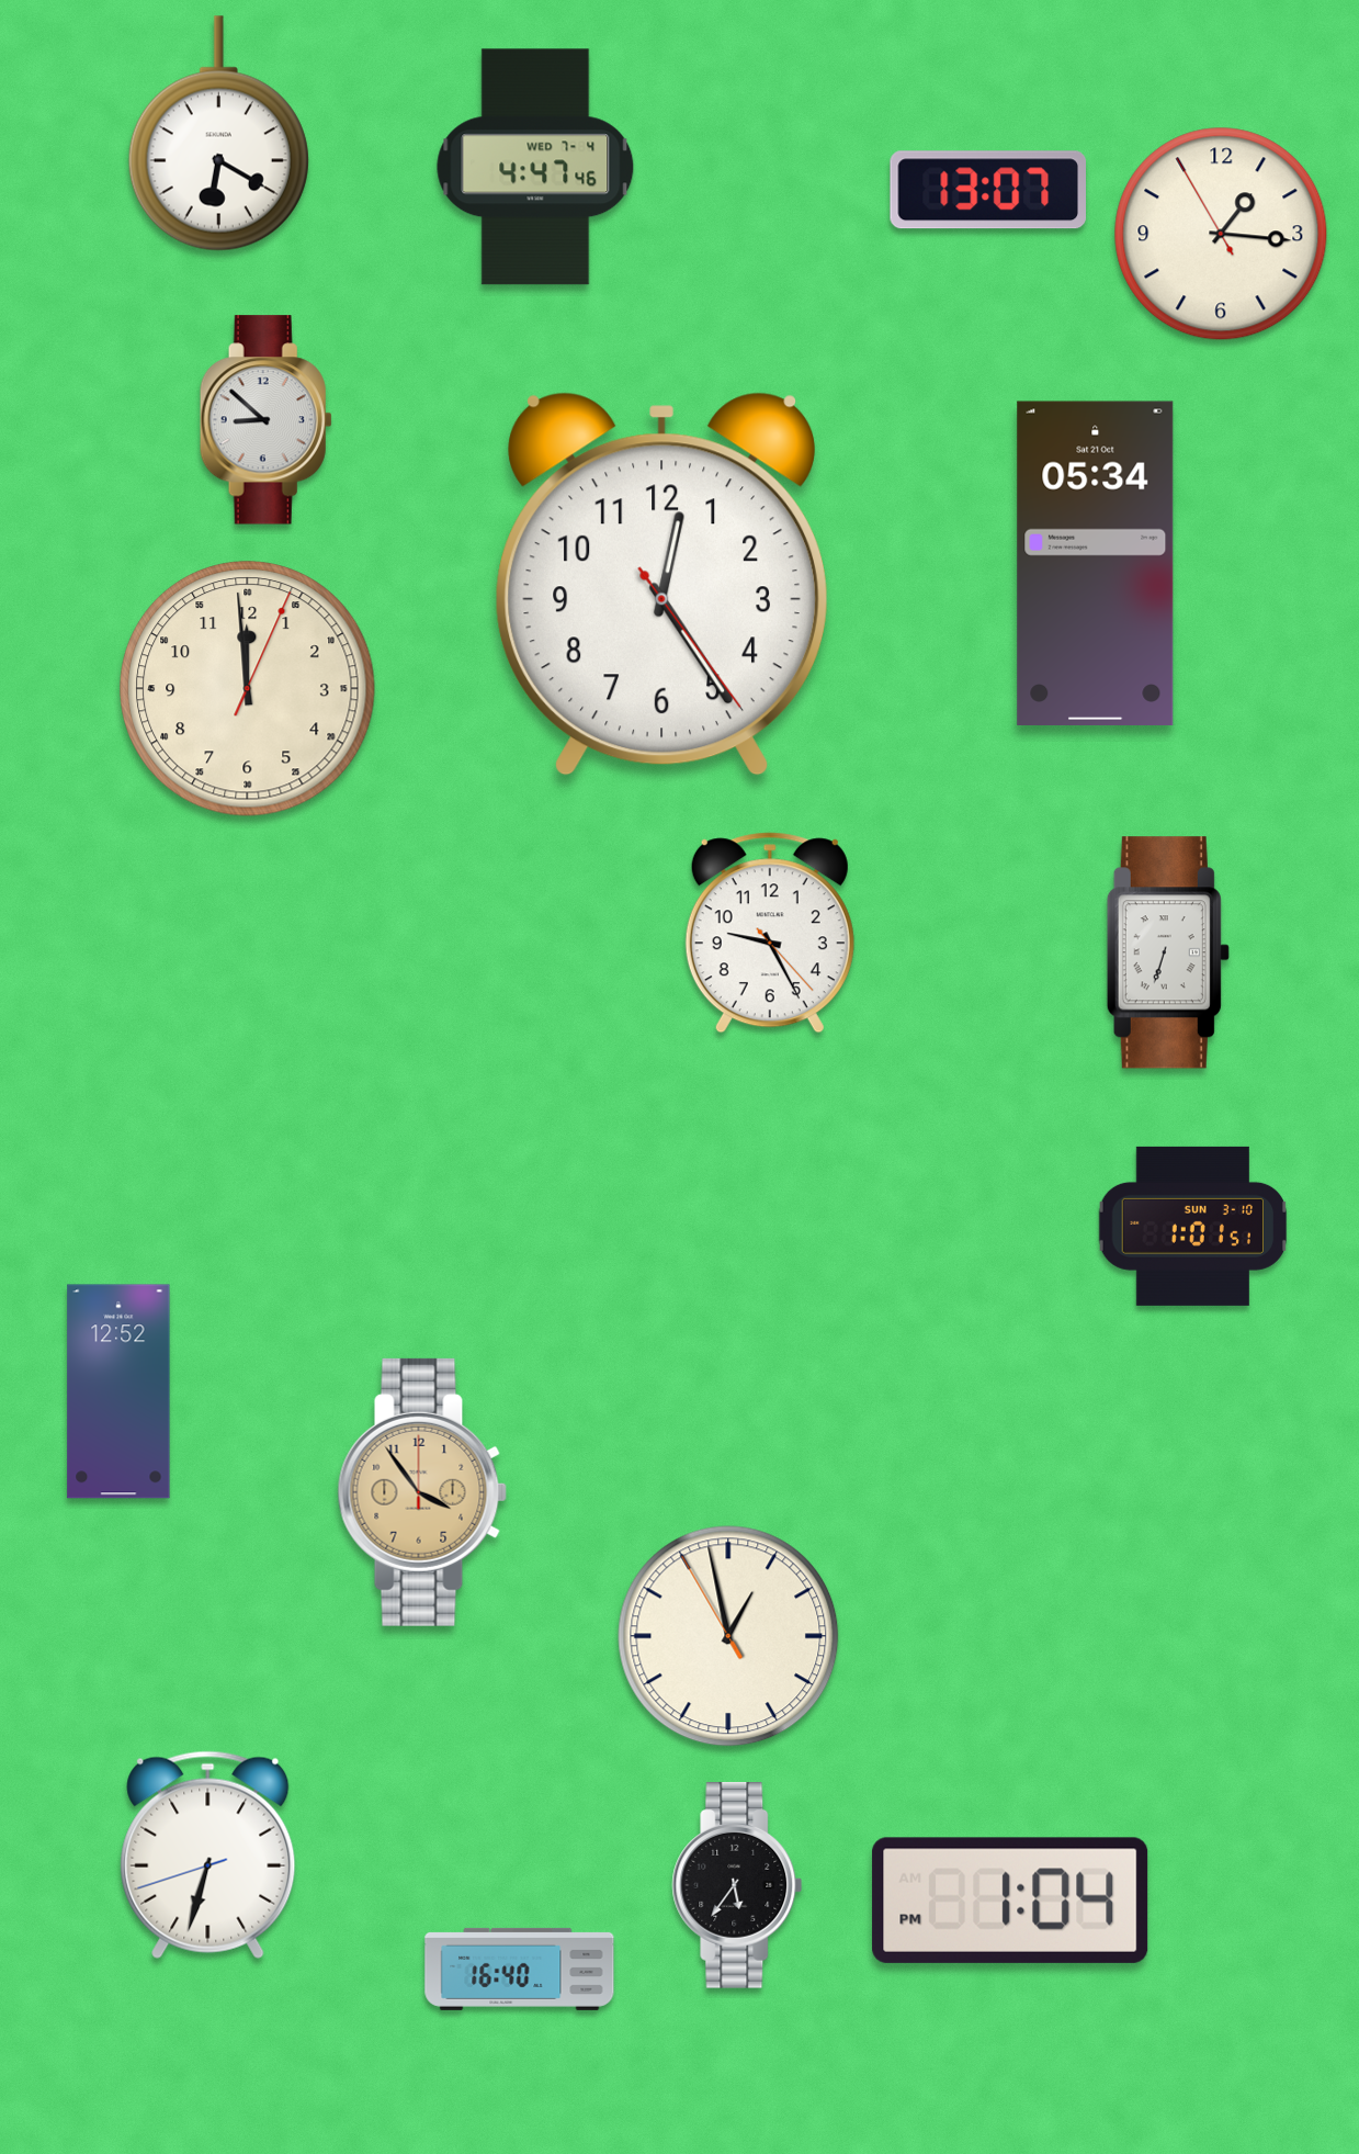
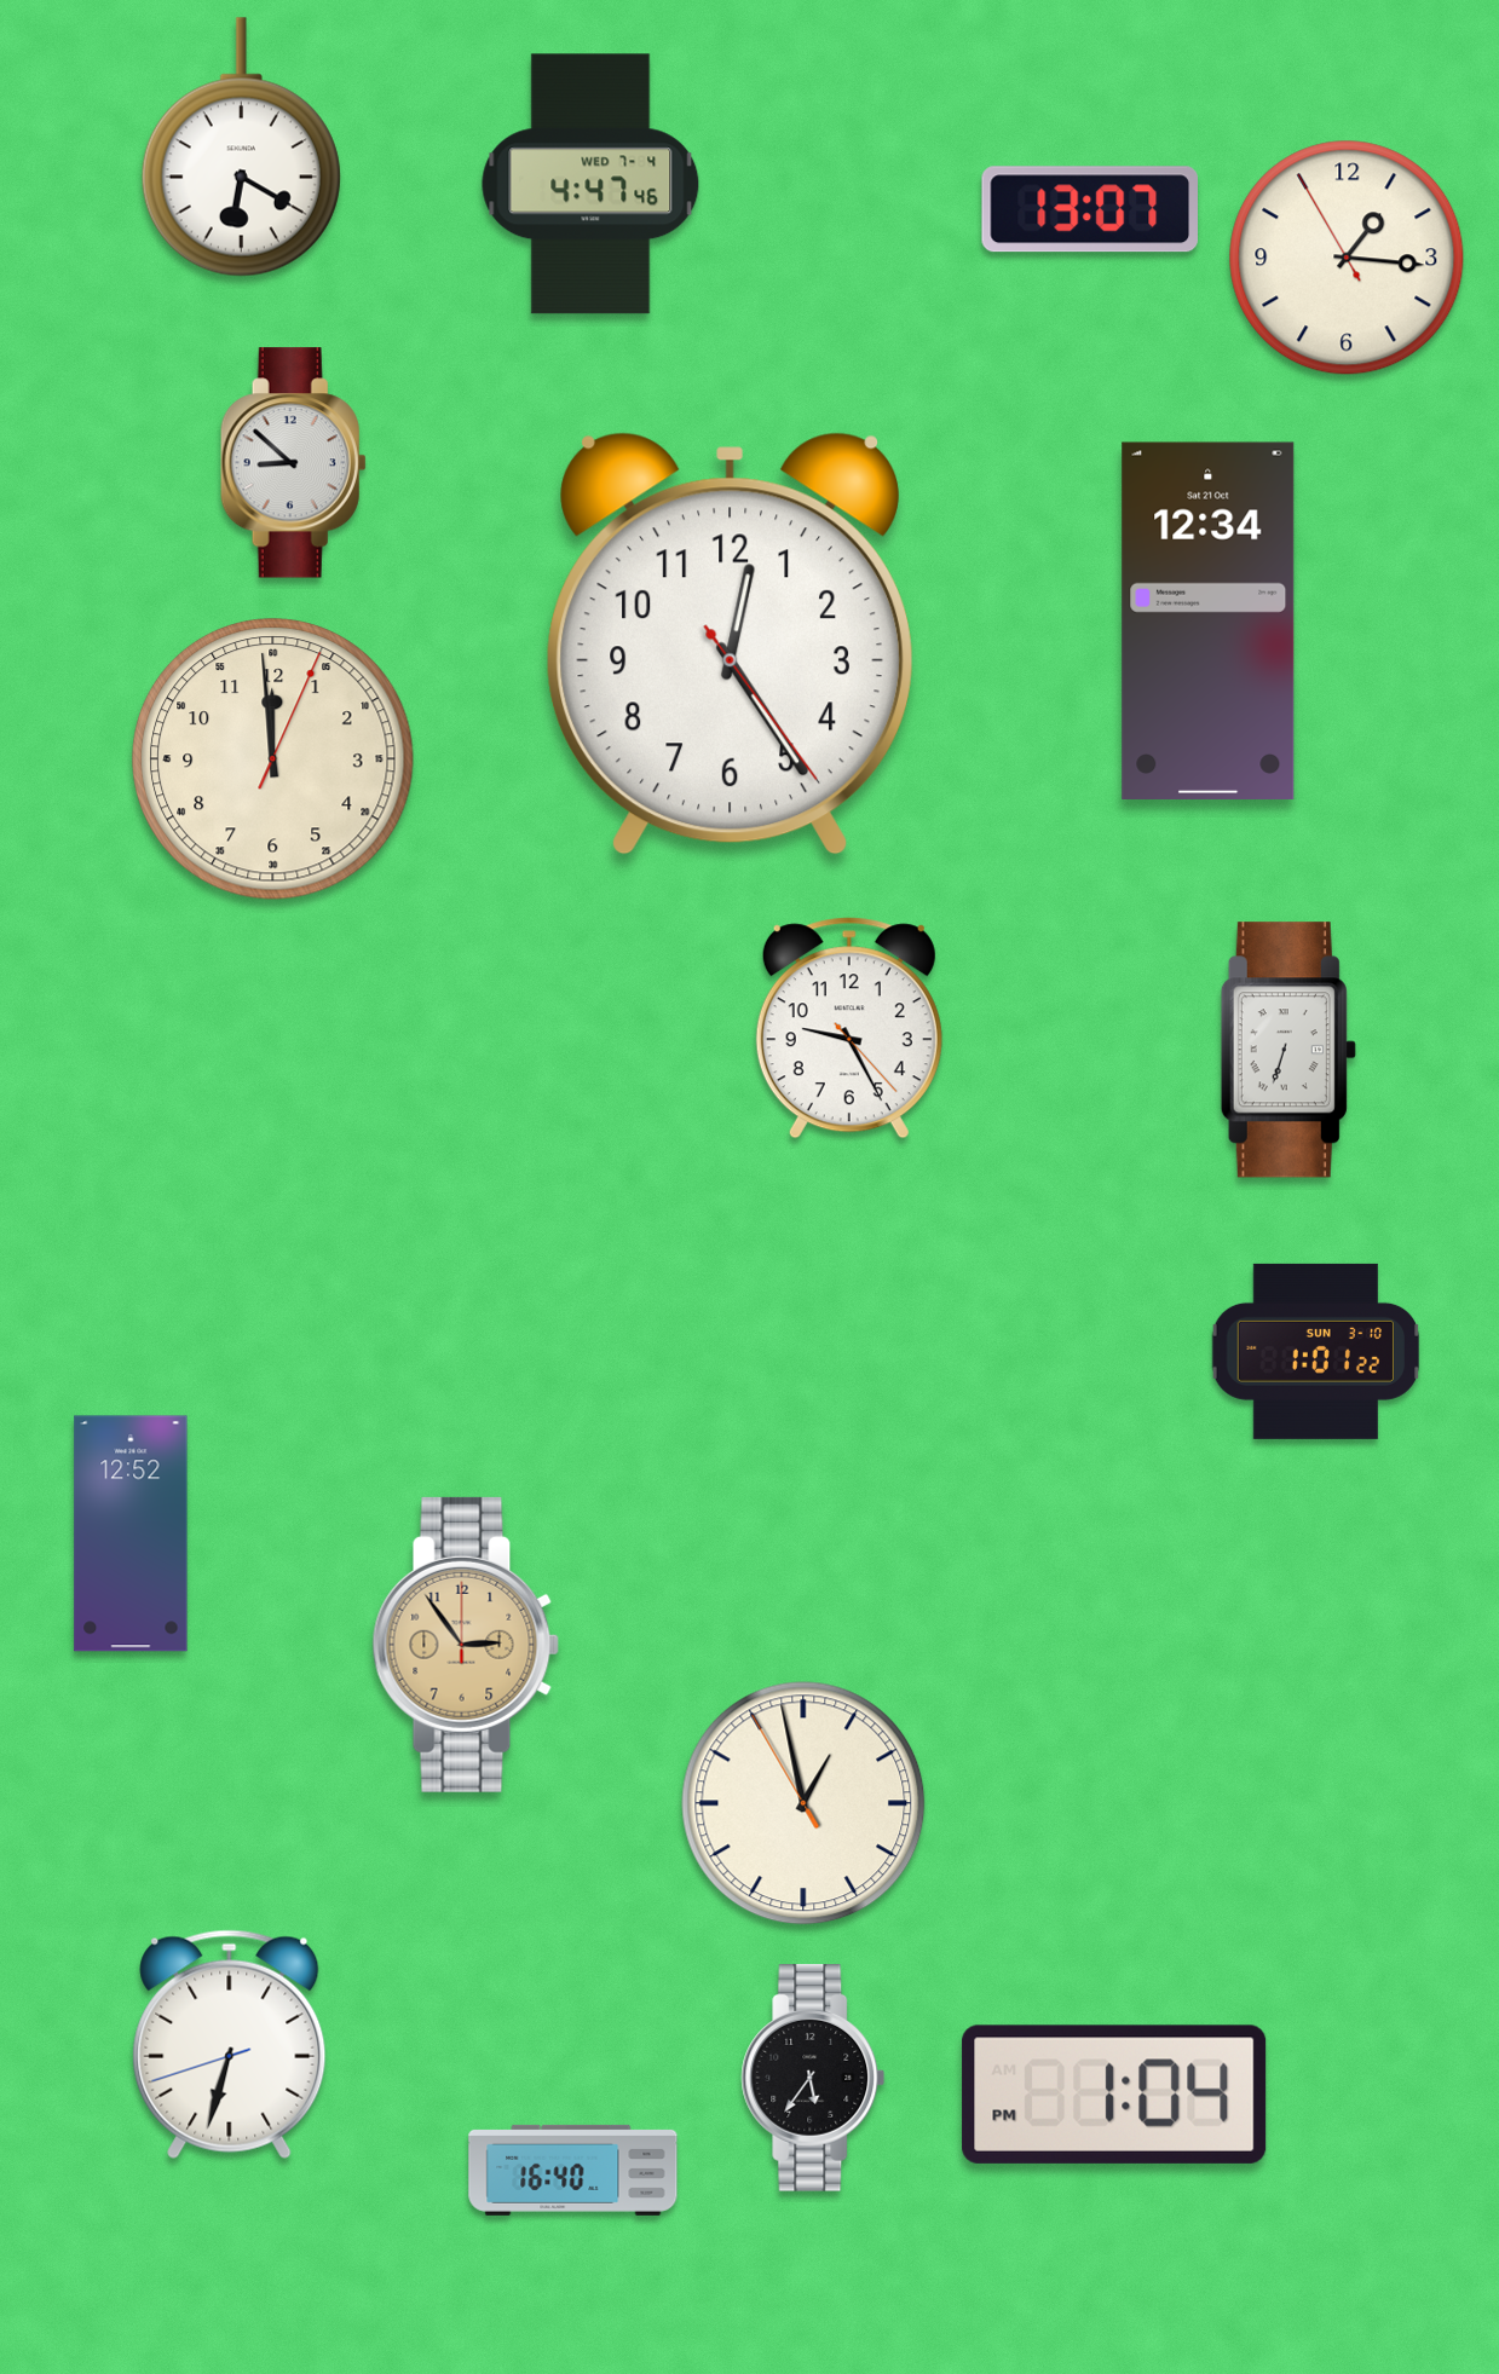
clock at (1096, 563): 05:34 -> 12:34
clock at (1193, 1226): 1:01:51 -> 1:01:22
clock at (422, 1492): 3:54 -> 2:54
